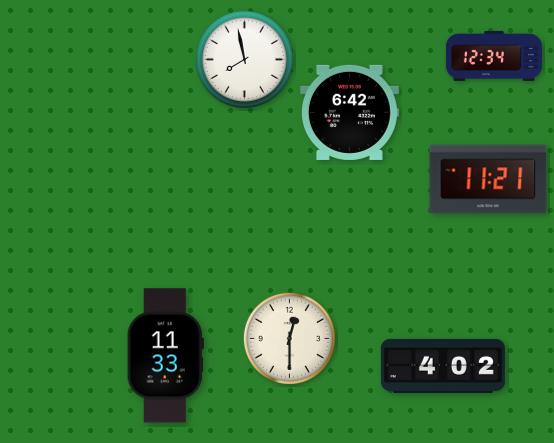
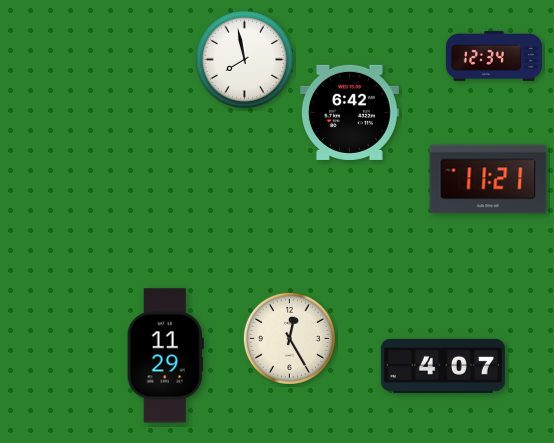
clock at (289, 338): 12:30 -> 12:25
clock at (165, 356): 11:33 -> 11:29
clock at (443, 366): 4:02 -> 4:07
